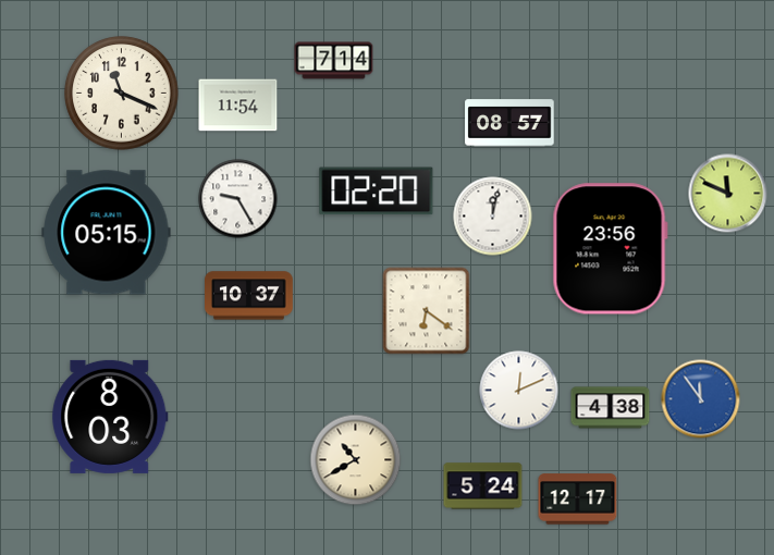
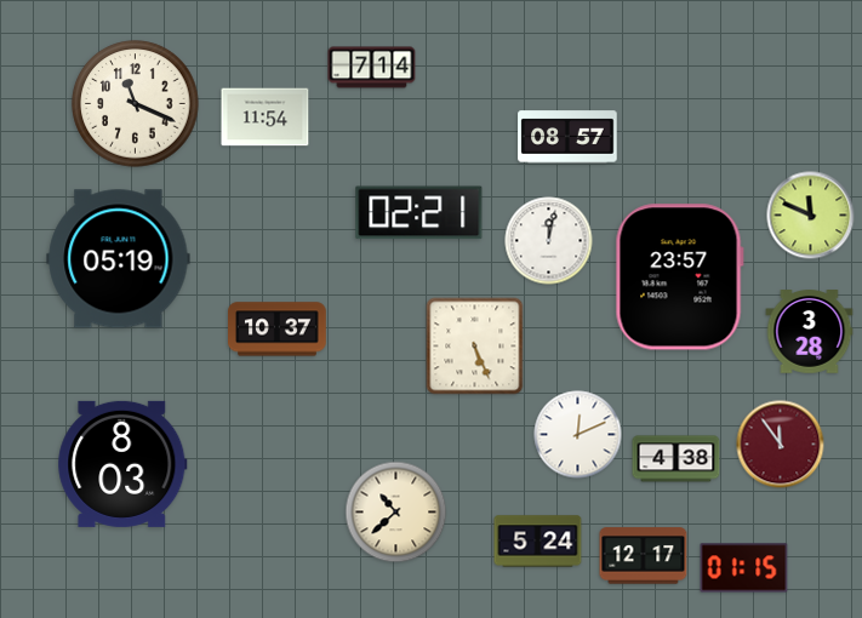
clock at (377, 192): 02:20 -> 02:21
clock at (238, 199): 9:25 -> none
clock at (107, 233): 05:15 -> 05:19
clock at (610, 249): 23:56 -> 23:57
clock at (810, 332): none -> 3:28
clock at (427, 311): 6:21 -> 5:26
clock at (701, 399) dial: blue -> burgundy
clock at (611, 408) position: (611, 408) -> (677, 459)
clock at (356, 460): 10:40 -> 10:38
clock at (744, 568): none -> 01:15
